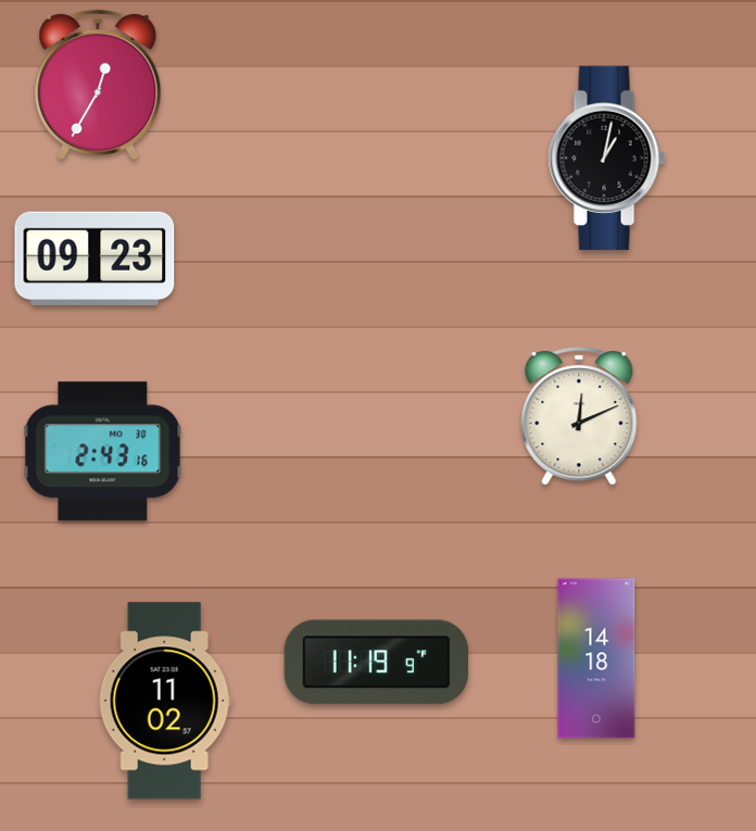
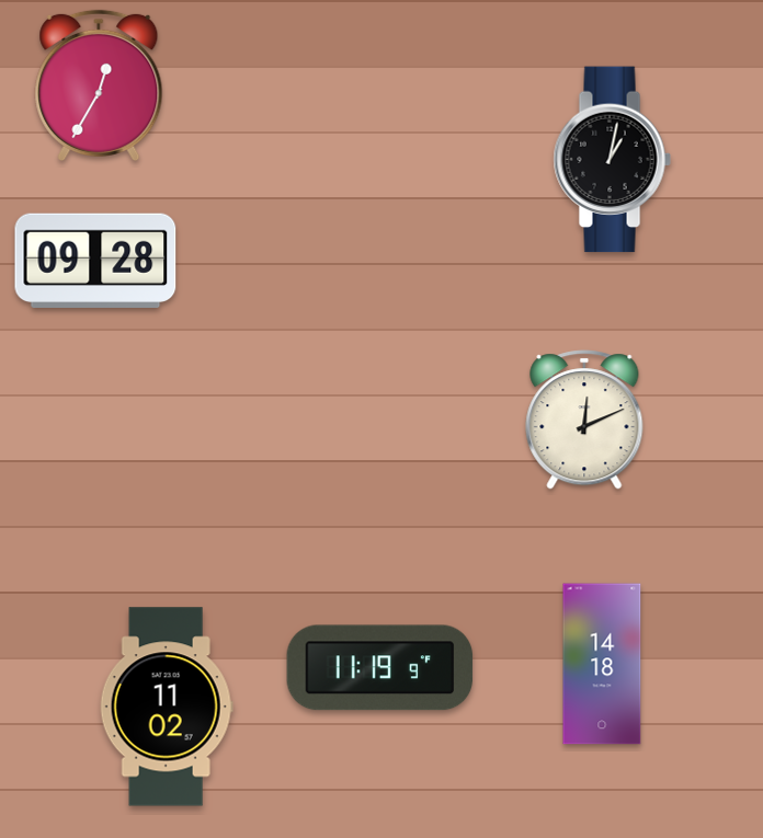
clock at (94, 257): 09:23 -> 09:28
clock at (103, 452): 2:43 -> none
